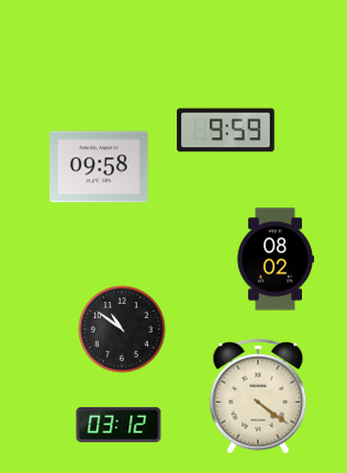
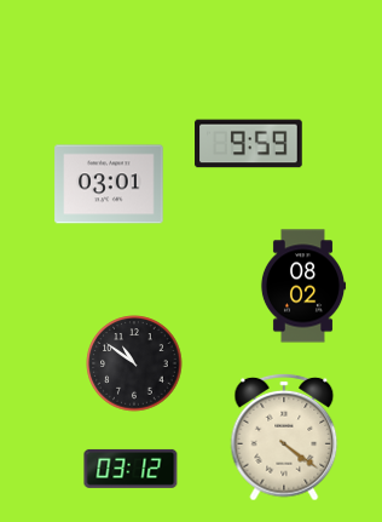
clock at (99, 167): 09:58 -> 03:01
